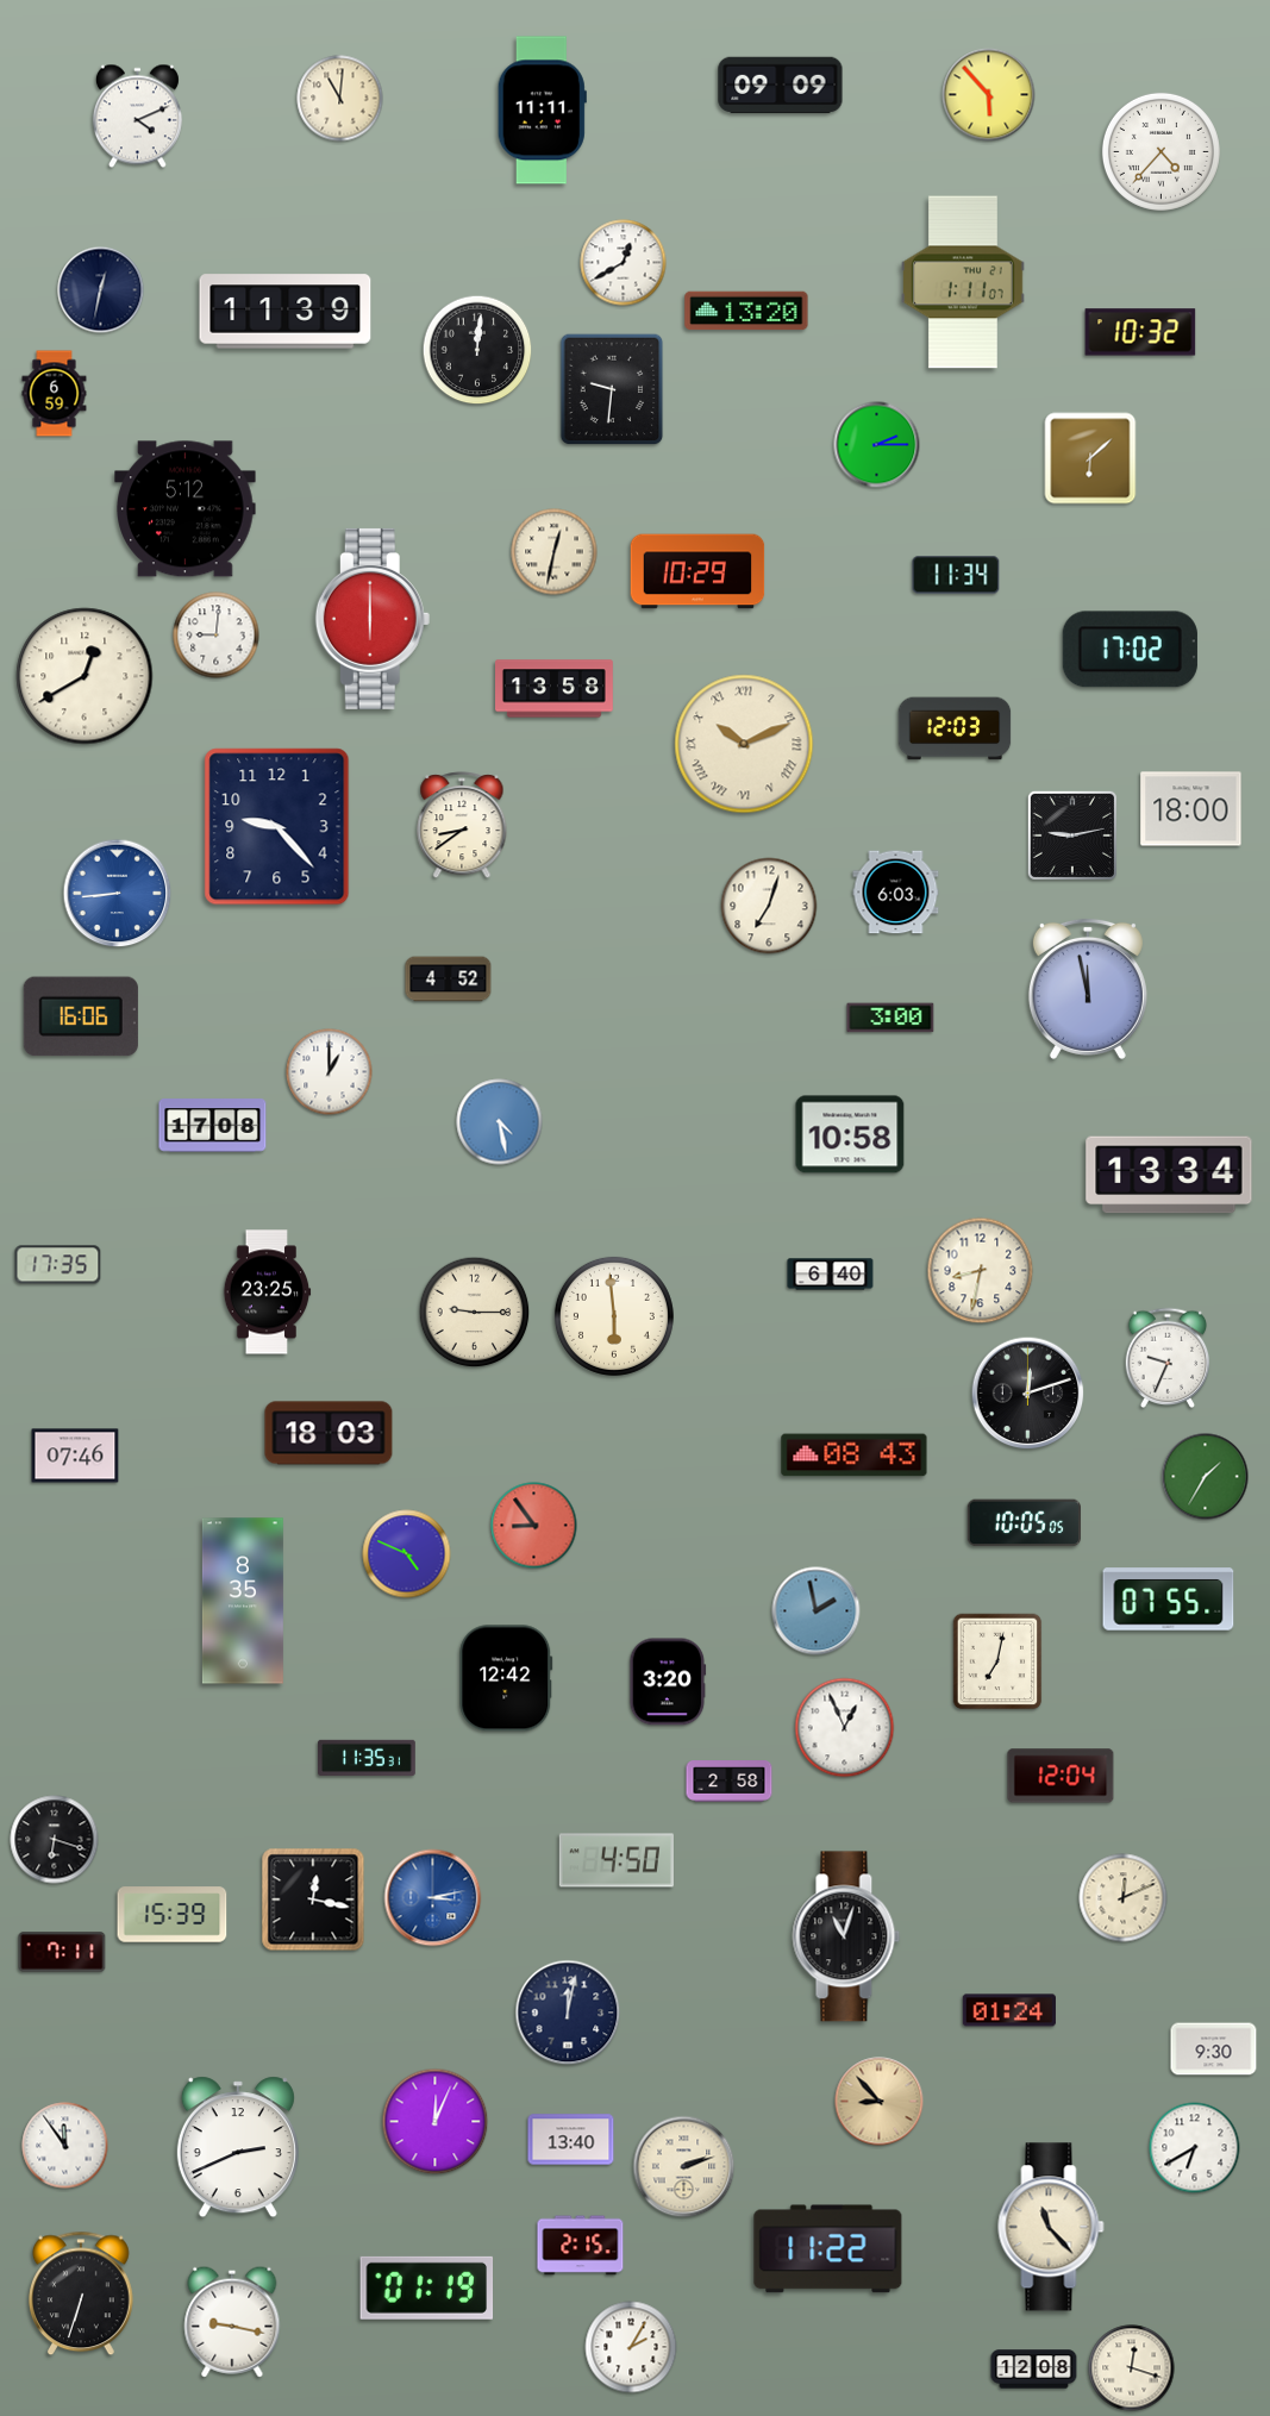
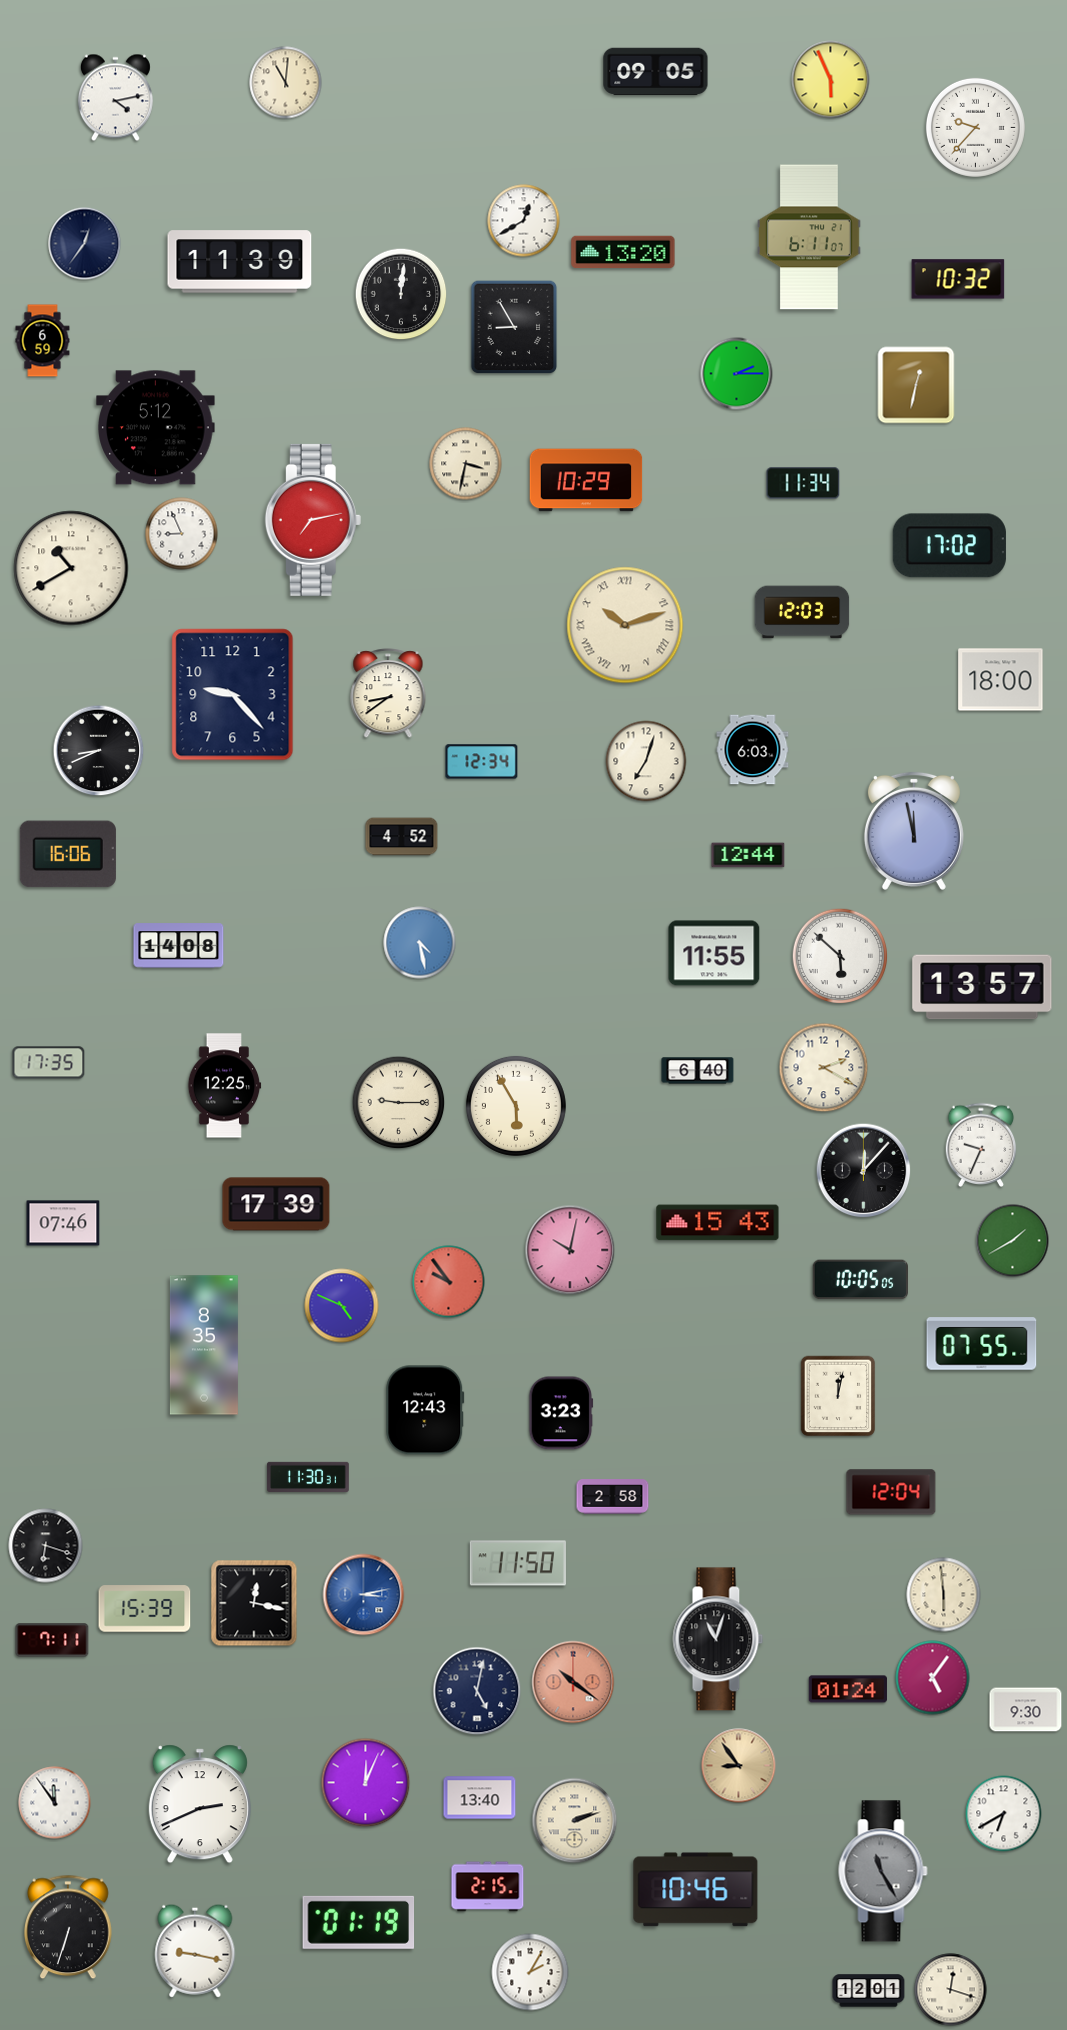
clock at (781, 86): 09:09 -> 09:05
clock at (989, 95): 5:53 -> 5:56
clock at (542, 111): 11:11 -> none
clock at (137, 117): 4:11 -> 4:13
clock at (1160, 151): 4:37 -> 9:37
clock at (964, 282): 1:11 -> 6:11
clock at (101, 290): 12:32 -> 12:36
clock at (746, 311) position: (746, 311) -> (623, 252)
clock at (612, 389): 9:31 -> 8:55
clock at (55, 394) position: (55, 394) -> (43, 341)
clock at (1090, 458): 6:08 -> 12:32
clock at (555, 552): 12:32 -> 3:32
clock at (373, 619): 6:00 -> 7:13
clock at (217, 636): 9:01 -> 8:56
clock at (85, 676): 12:40 -> 10:40
clock at (555, 689): 13:58 -> none
clock at (744, 744): 10:11 -> 10:12
clock at (1072, 835): 9:13 -> none
clock at (118, 894): 8:44 -> 8:41
clock at (118, 894) dial: blue -> black
clock at (482, 762): none -> 12:34
clock at (449, 979) position: (449, 979) -> (402, 837)
clock at (890, 1018): 3:00 -> 12:44
clock at (330, 1072): 1:00 -> none
clock at (213, 1126): 17:08 -> 14:08
clock at (850, 1134): 10:58 -> 11:55
clock at (840, 956): none -> 5:52
clock at (1169, 1175): 13:34 -> 13:57
clock at (981, 1271): 8:32 -> 2:20
clock at (267, 1293): 23:25 -> 12:25
clock at (614, 1316): 5:59 -> 5:55
clock at (1168, 1357) position: (1168, 1357) -> (981, 1144)
clock at (1028, 1394): 12:12 -> 12:07
clock at (329, 1433): 18:03 -> 17:39
clock at (855, 1456): 08:43 -> 15:43
clock at (1206, 1477): 1:35 -> 1:40
clock at (570, 1250): none -> 10:02
clock at (534, 1526): 8:54 -> 9:54
clock at (817, 1611): 1:58 -> none
clock at (997, 1661): 7:02 -> 12:02
clock at (506, 1678): 12:42 -> 12:43
clock at (668, 1682): 3:20 -> 3:23
clock at (845, 1728): 12:56 -> none
clock at (367, 1757): 11:35 -> 11:30
clock at (617, 1860): 4:50 -> 11:50
clock at (1124, 1898): 12:11 -> 5:59
clock at (313, 1899) position: (313, 1899) -> (254, 1603)
clock at (846, 1936) position: (846, 1936) -> (718, 1639)
clock at (933, 1678): none -> 5:06
clock at (573, 1682): none -> 10:21
clock at (568, 2013): 12:02 -> 5:02
clock at (1214, 2049) position: (1214, 2049) -> (1026, 1710)
clock at (880, 2102): 8:53 -> 8:54
clock at (1195, 2148) position: (1195, 2148) -> (1004, 1814)
clock at (1051, 2227): 11:23 -> 11:25
clock at (1051, 2227) dial: cream -> grey
clock at (828, 2249): 11:22 -> 10:46
clock at (1034, 2370): 12:08 -> 12:01
